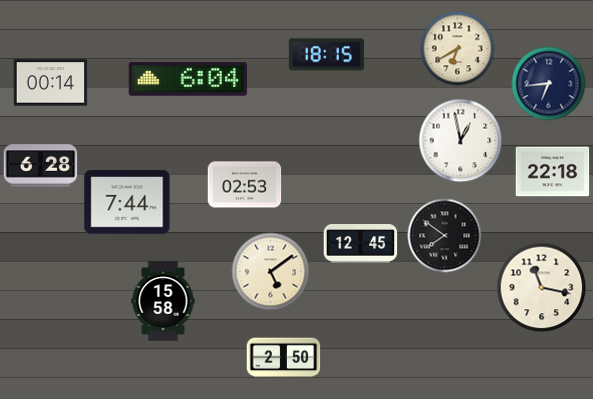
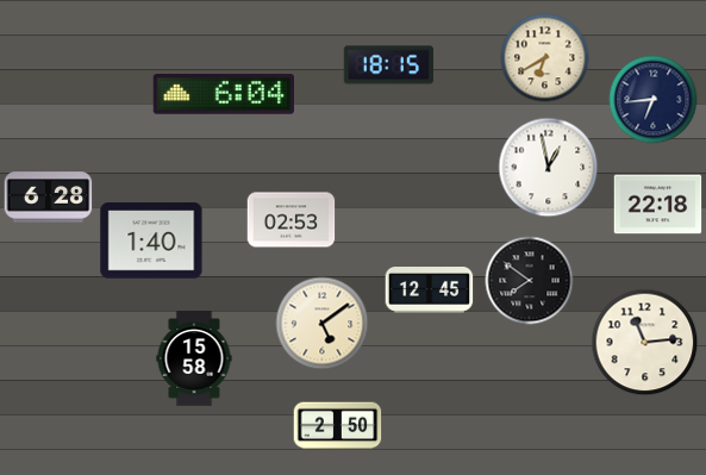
clock at (51, 83): 00:14 -> none
clock at (127, 202): 7:44 -> 1:40
clock at (542, 288): 11:17 -> 11:14
